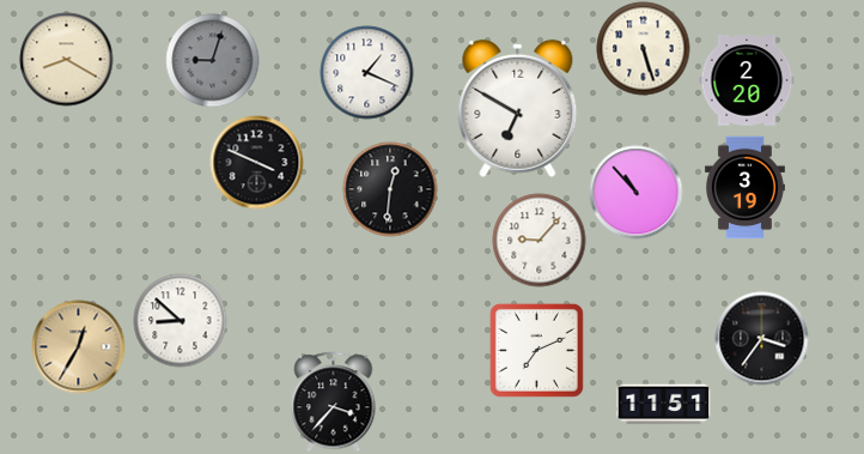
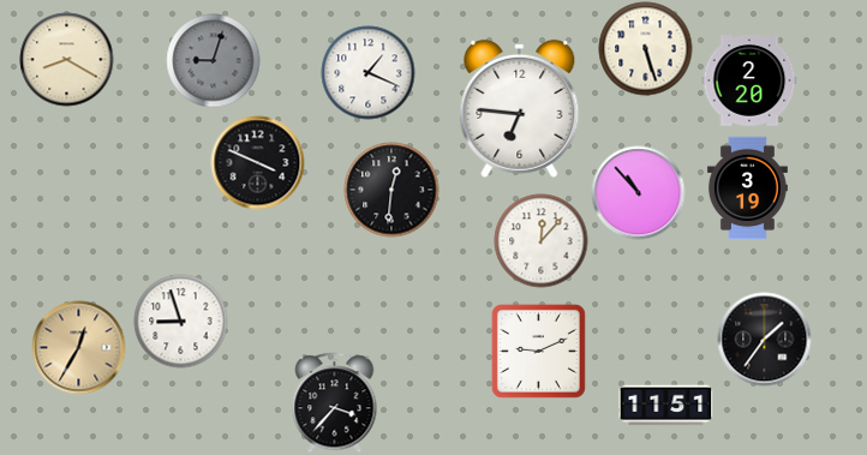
clock at (518, 108): 6:50 -> 6:46
clock at (539, 240): 9:07 -> 12:07
clock at (180, 320): 8:52 -> 8:57
clock at (761, 338): 3:36 -> 1:36
clock at (536, 350): 7:11 -> 9:11
